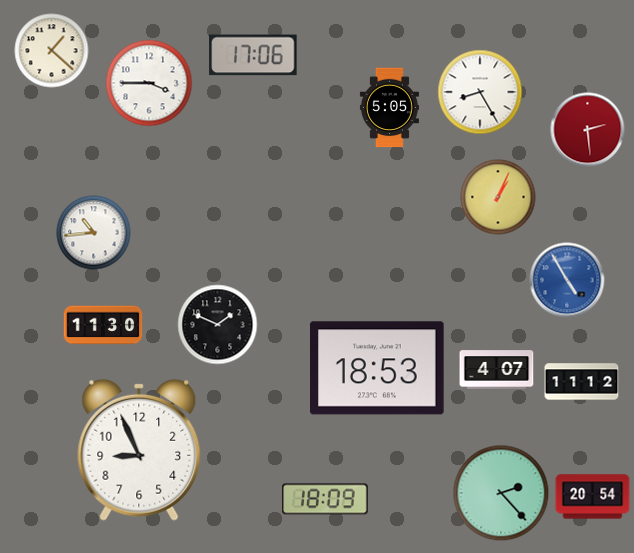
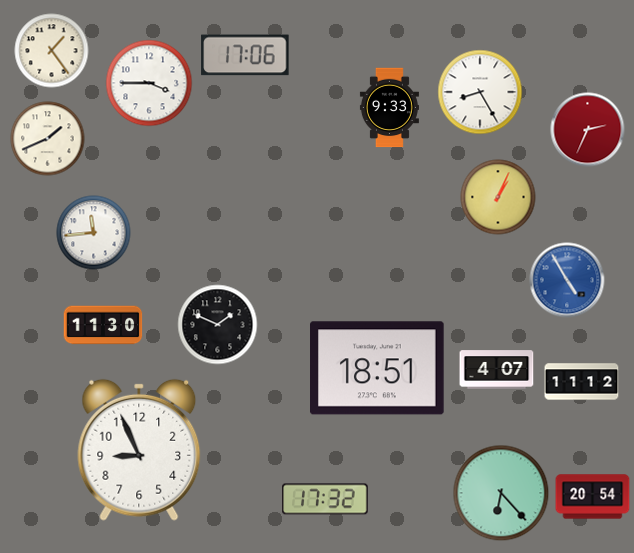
clock at (52, 51): 1:22 -> 1:24
clock at (253, 55) position: (253, 55) -> (245, 55)
clock at (389, 108): 5:05 -> 9:33
clock at (588, 130): 2:29 -> 2:34
clock at (48, 139): none -> 1:41
clock at (94, 233): 10:44 -> 11:44
clock at (378, 368): 18:53 -> 18:51
clock at (501, 493): 2:23 -> 6:23
clock at (325, 499): 18:09 -> 17:32
